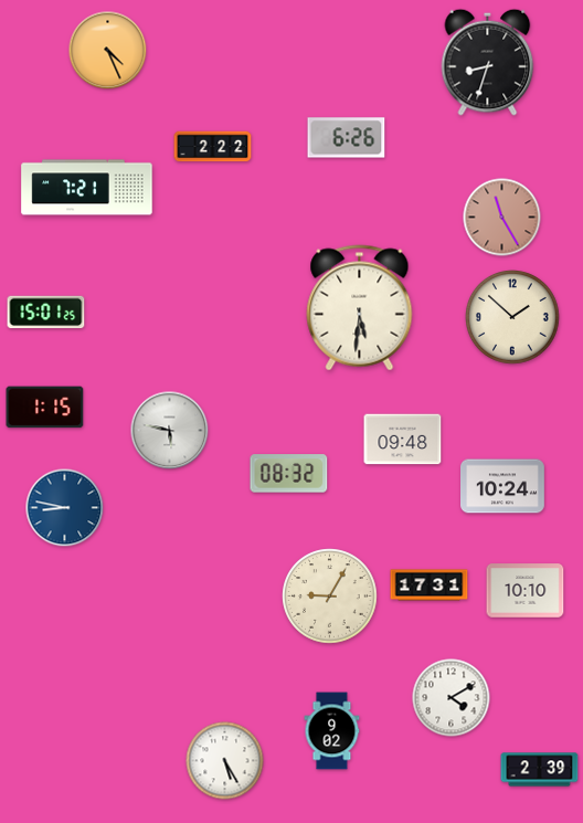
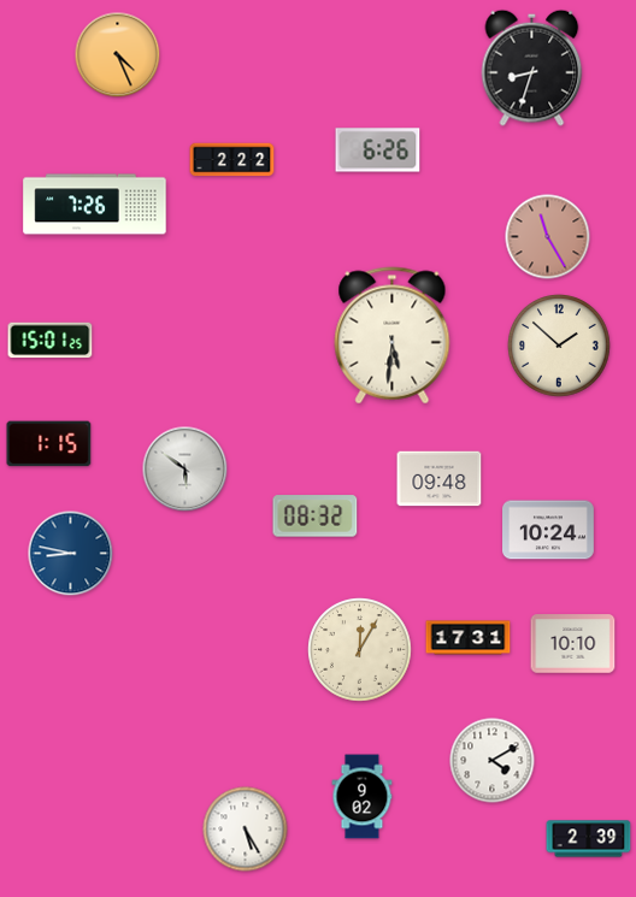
clock at (87, 188): 7:21 -> 7:26
clock at (170, 431): 5:47 -> 5:51
clock at (330, 597): 9:05 -> 12:05
